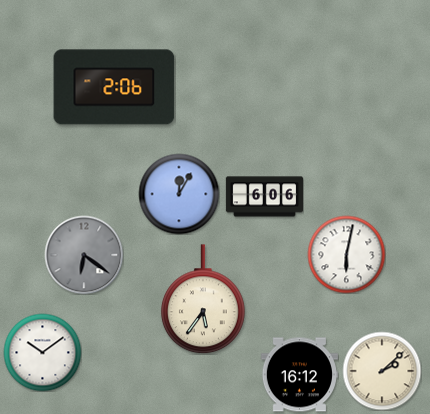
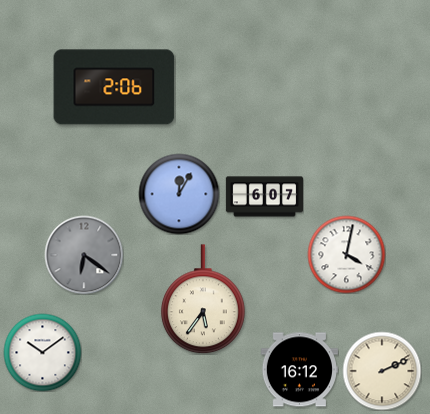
clock at (264, 197): 6:06 -> 6:07
clock at (346, 254): 6:02 -> 4:02
clock at (382, 371): 2:08 -> 2:11
clock at (299, 375) position: (299, 375) -> (299, 370)
